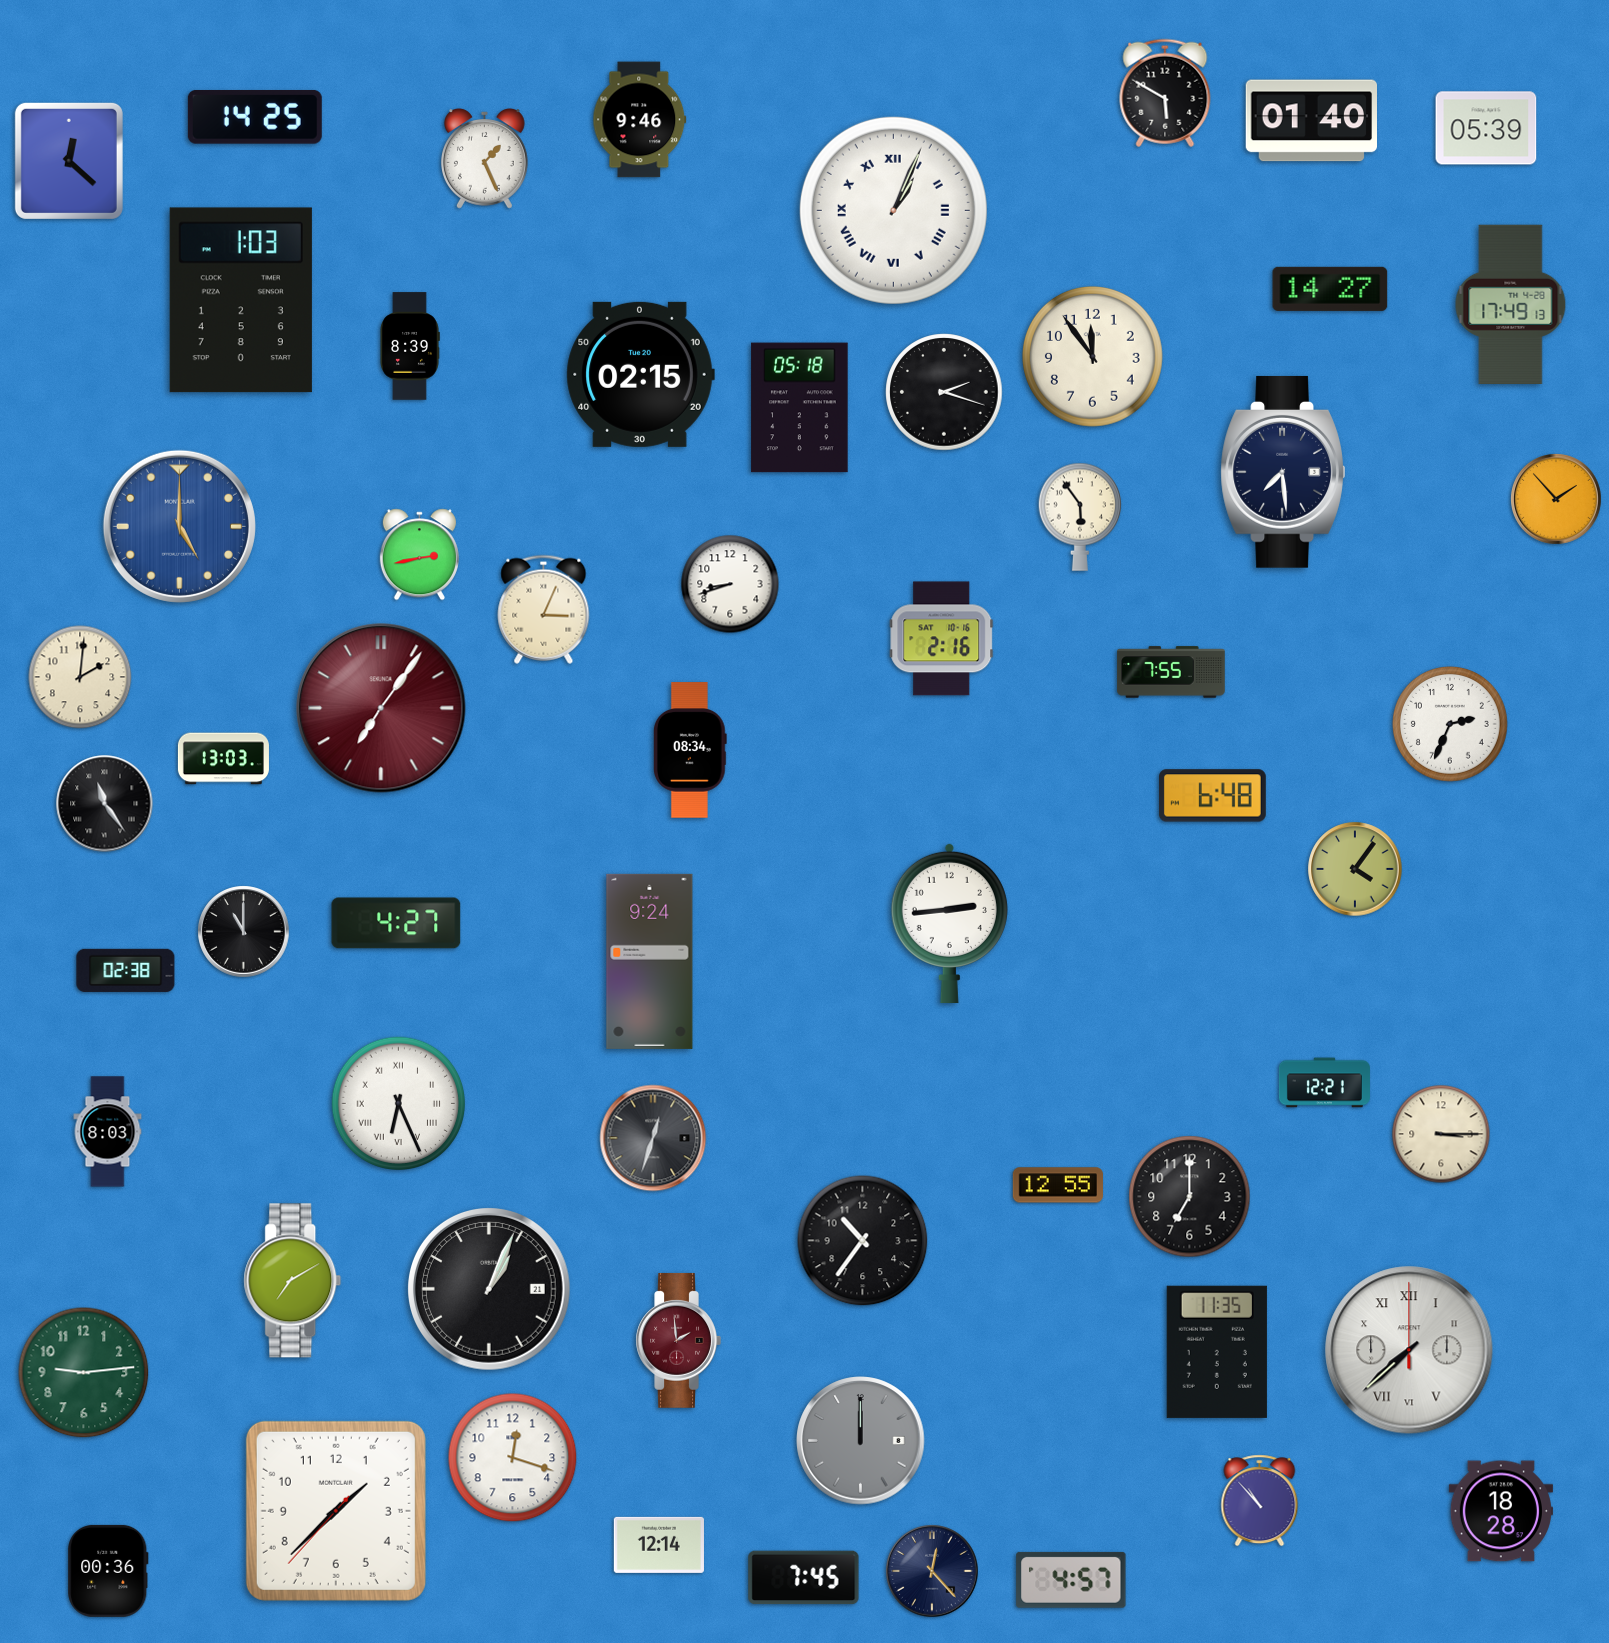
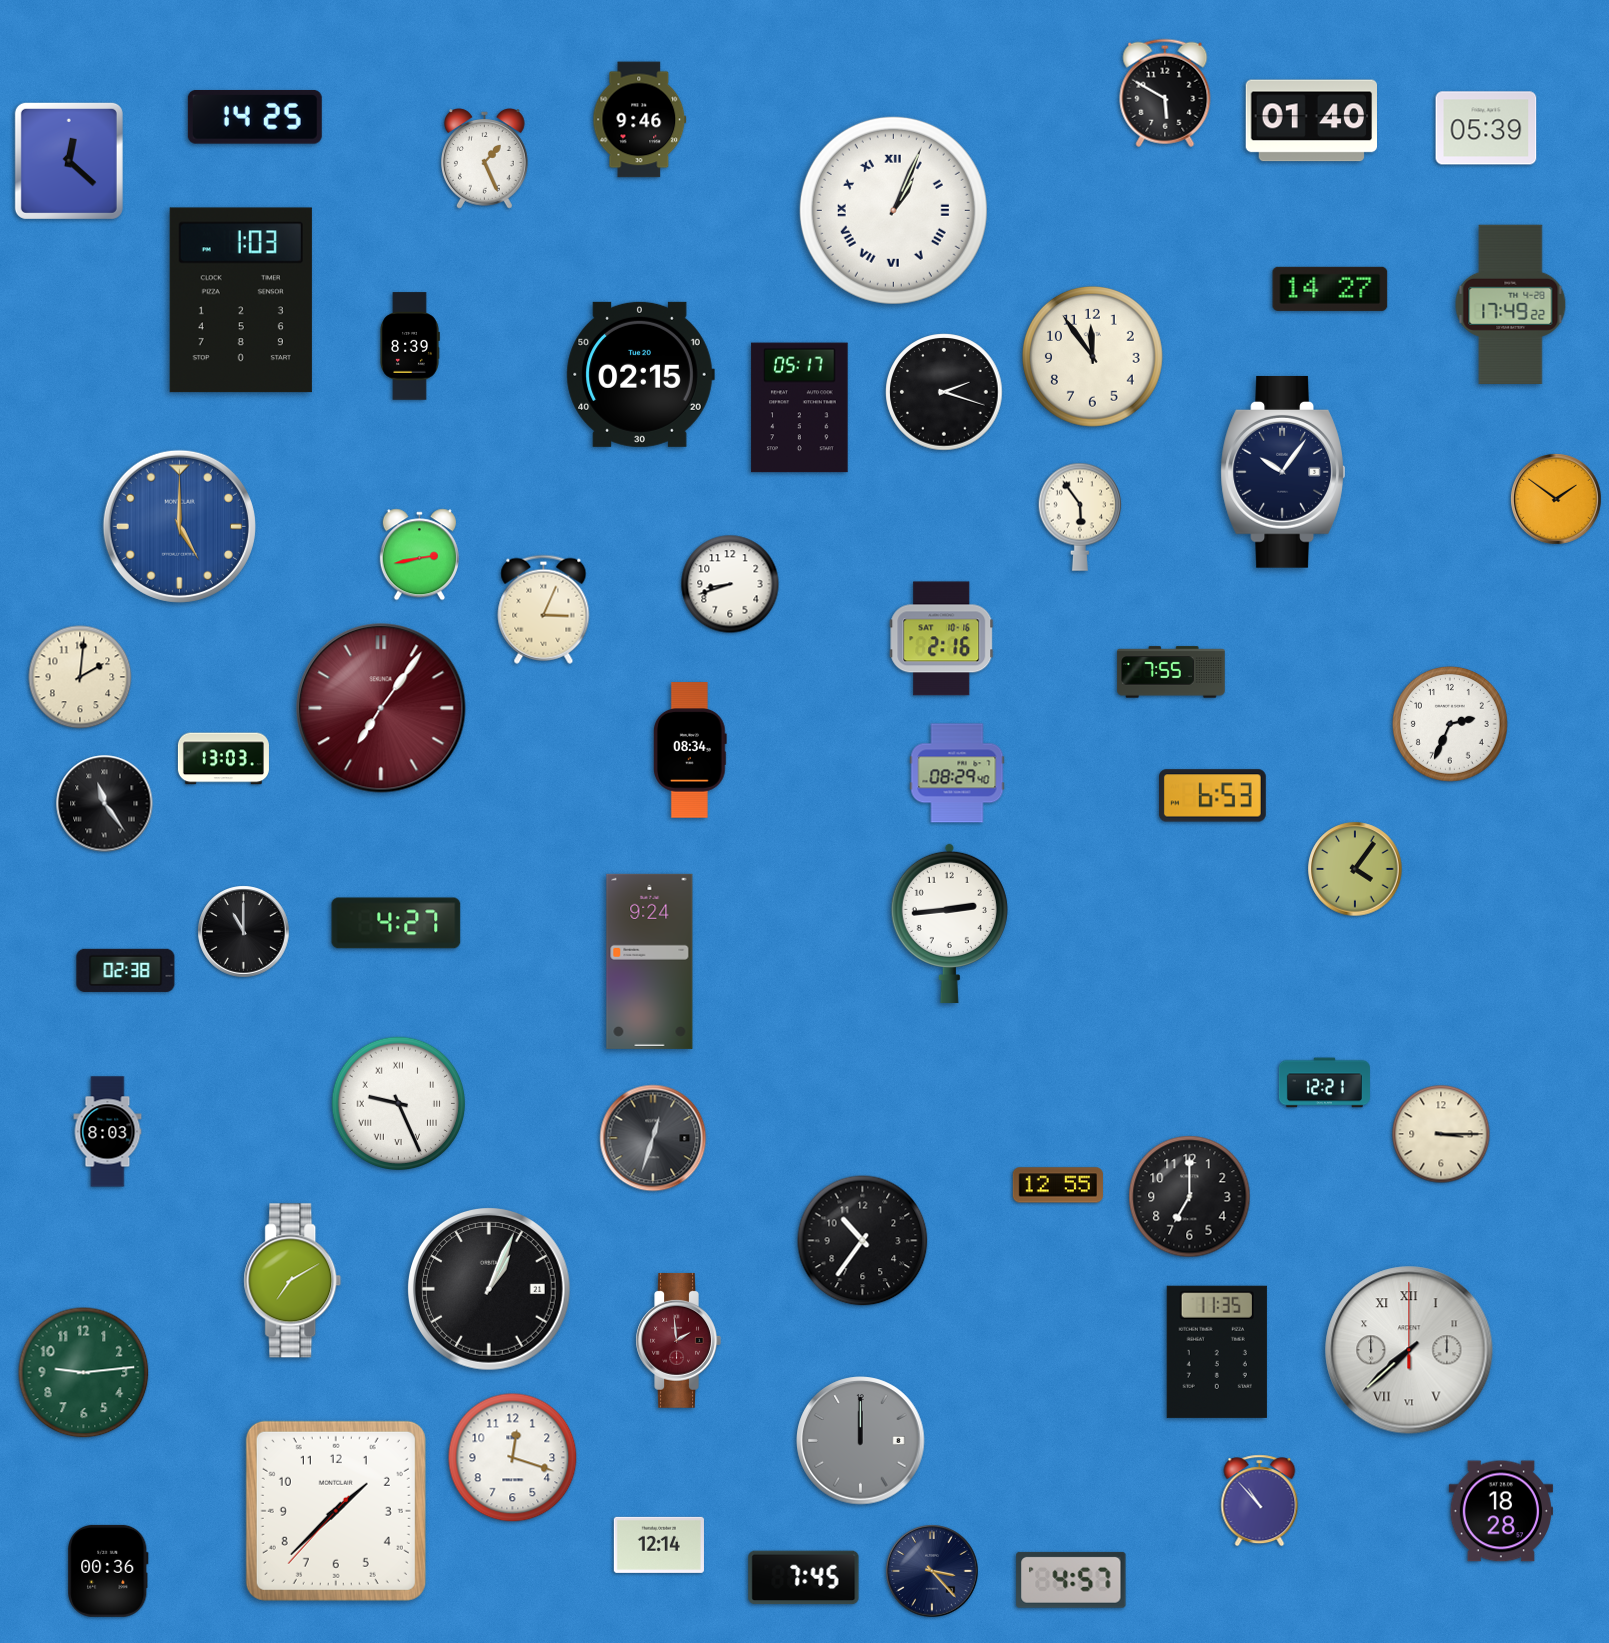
clock at (1511, 304): 17:49:13 -> 17:49:22
clock at (800, 408): 05:18 -> 05:17
clock at (1283, 472): 7:29 -> 10:06
clock at (1557, 500): 1:53 -> 1:51
clock at (957, 773): none -> 08:29
clock at (1213, 796): 6:48 -> 6:53
clock at (398, 1103): 6:26 -> 9:26
clock at (932, 1571): 12:23 -> 3:23
